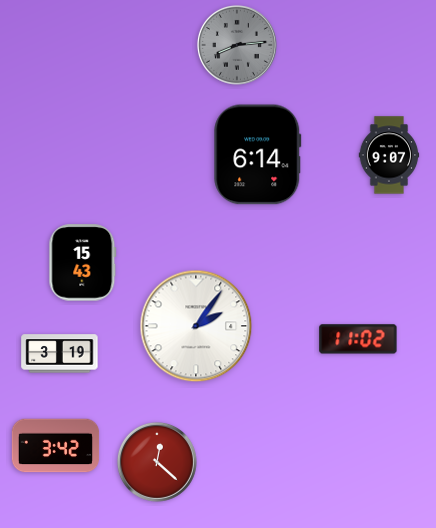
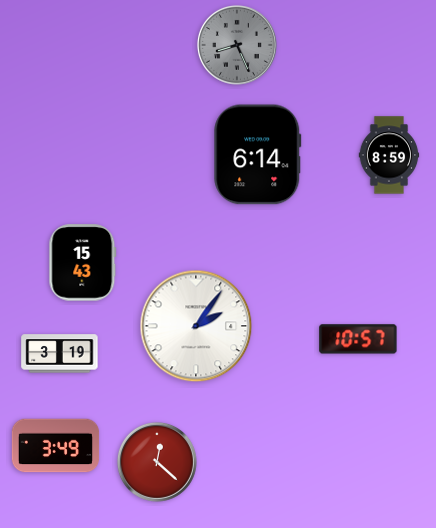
clock at (237, 45): 8:14 -> 8:26
clock at (389, 155): 9:07 -> 8:59
clock at (358, 339): 11:02 -> 10:57
clock at (56, 446): 3:42 -> 3:49
